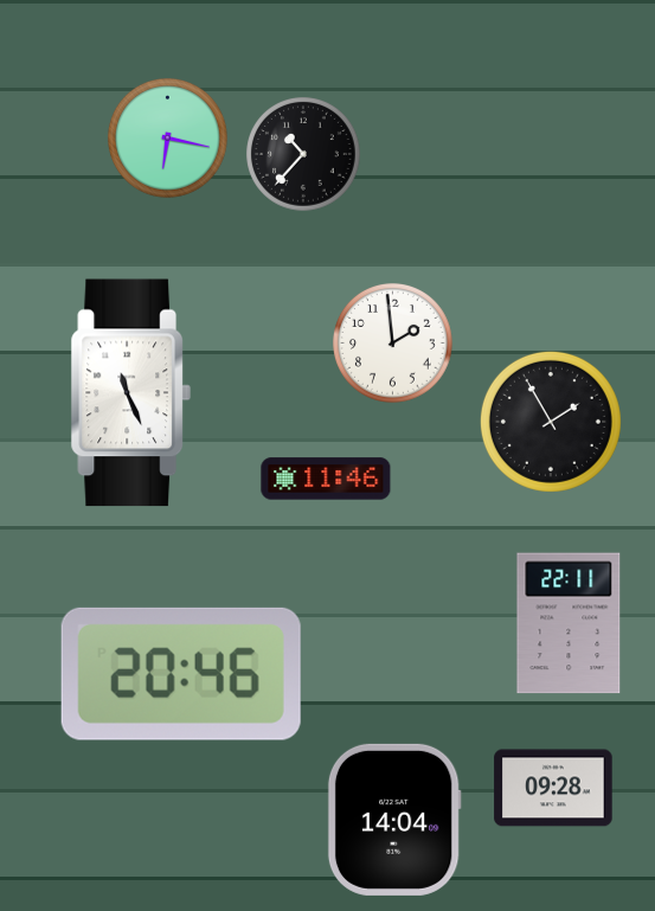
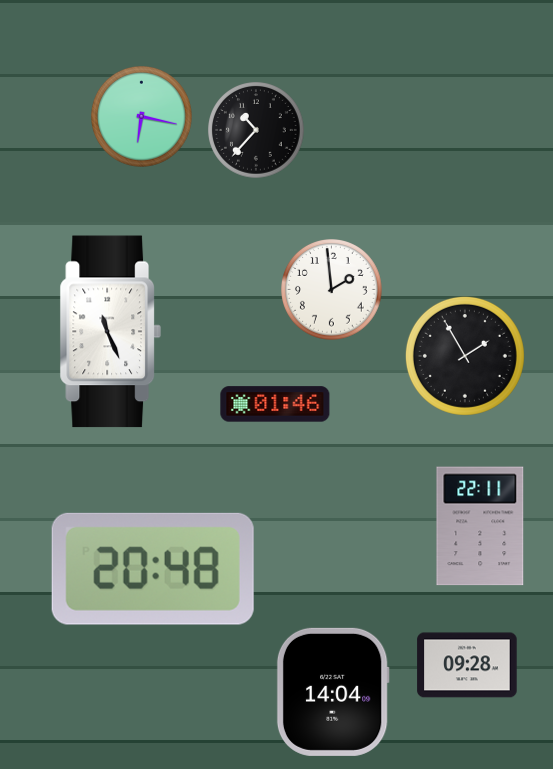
clock at (326, 479): 11:46 -> 01:46
clock at (181, 674): 20:46 -> 20:48
